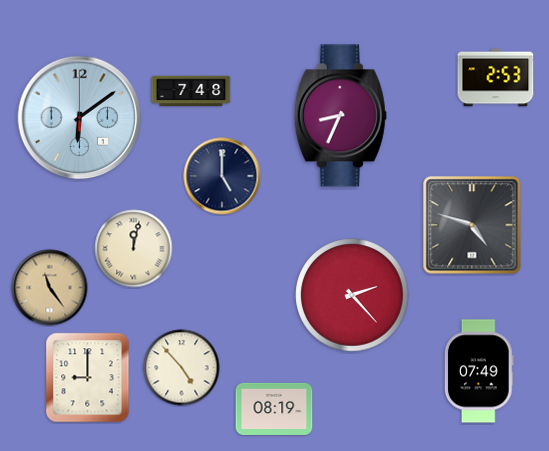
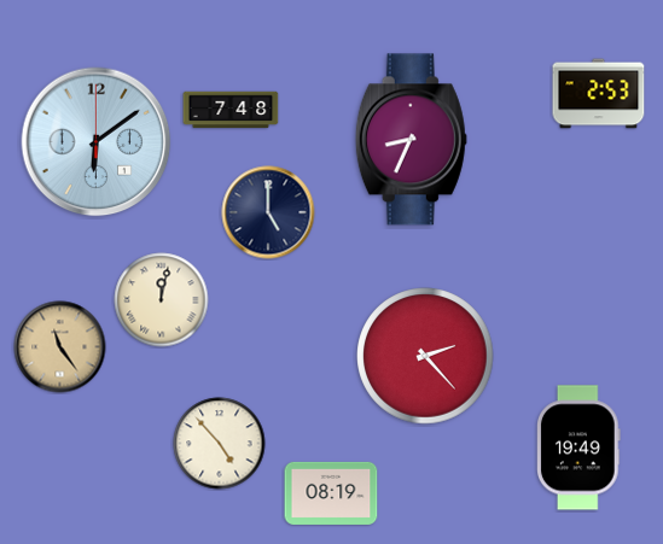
clock at (472, 225): 4:48 -> none
clock at (479, 371): 07:49 -> 19:49
clock at (88, 378): 9:00 -> none
